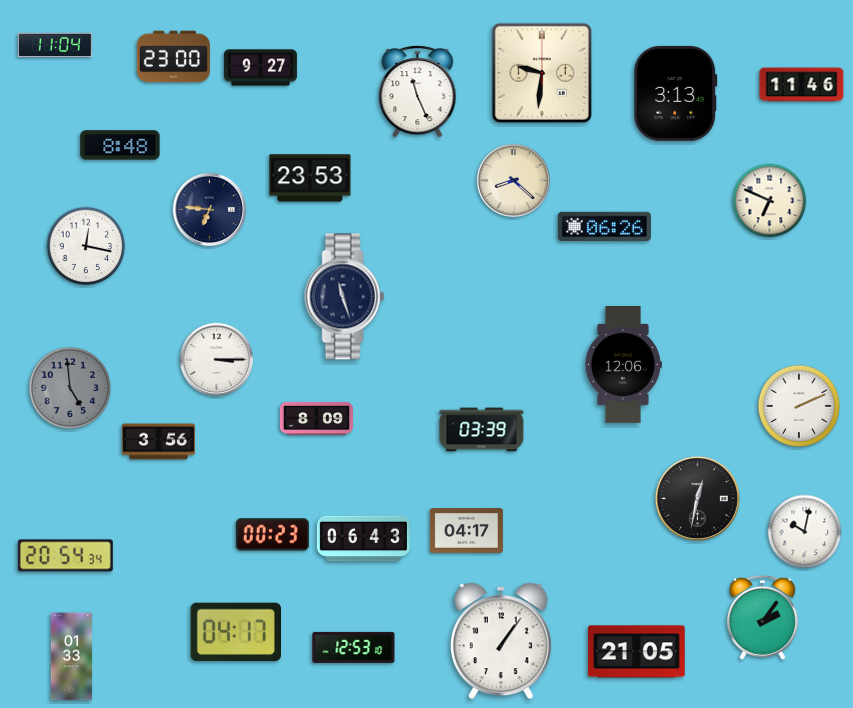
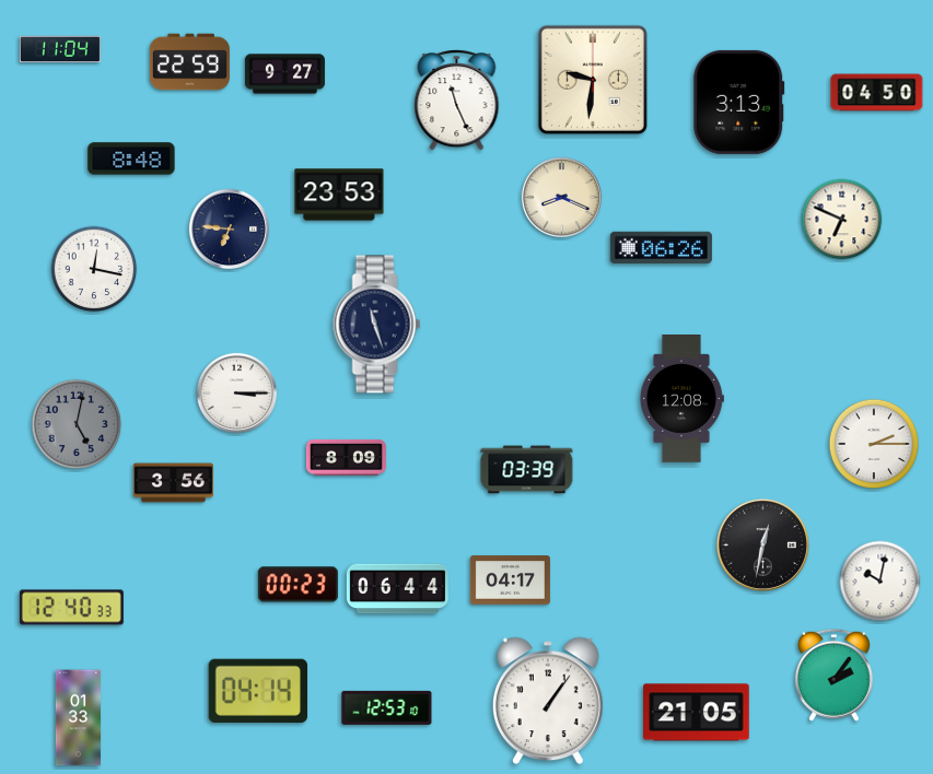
clock at (173, 57): 23:00 -> 22:59
clock at (802, 85): 11:46 -> 04:50
clock at (513, 180): 8:22 -> 8:19
clock at (623, 365): 12:06 -> 12:08
clock at (70, 388): 4:59 -> 5:02
clock at (799, 406): 2:11 -> 2:15
clock at (363, 539): 06:43 -> 06:44
clock at (65, 556): 20:54 -> 12:40
clock at (235, 631): 04:17 -> 04:14
